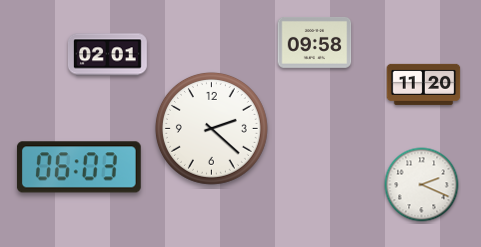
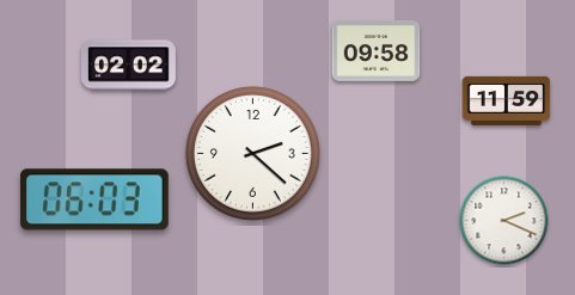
clock at (107, 55): 02:01 -> 02:02
clock at (424, 84): 11:20 -> 11:59
